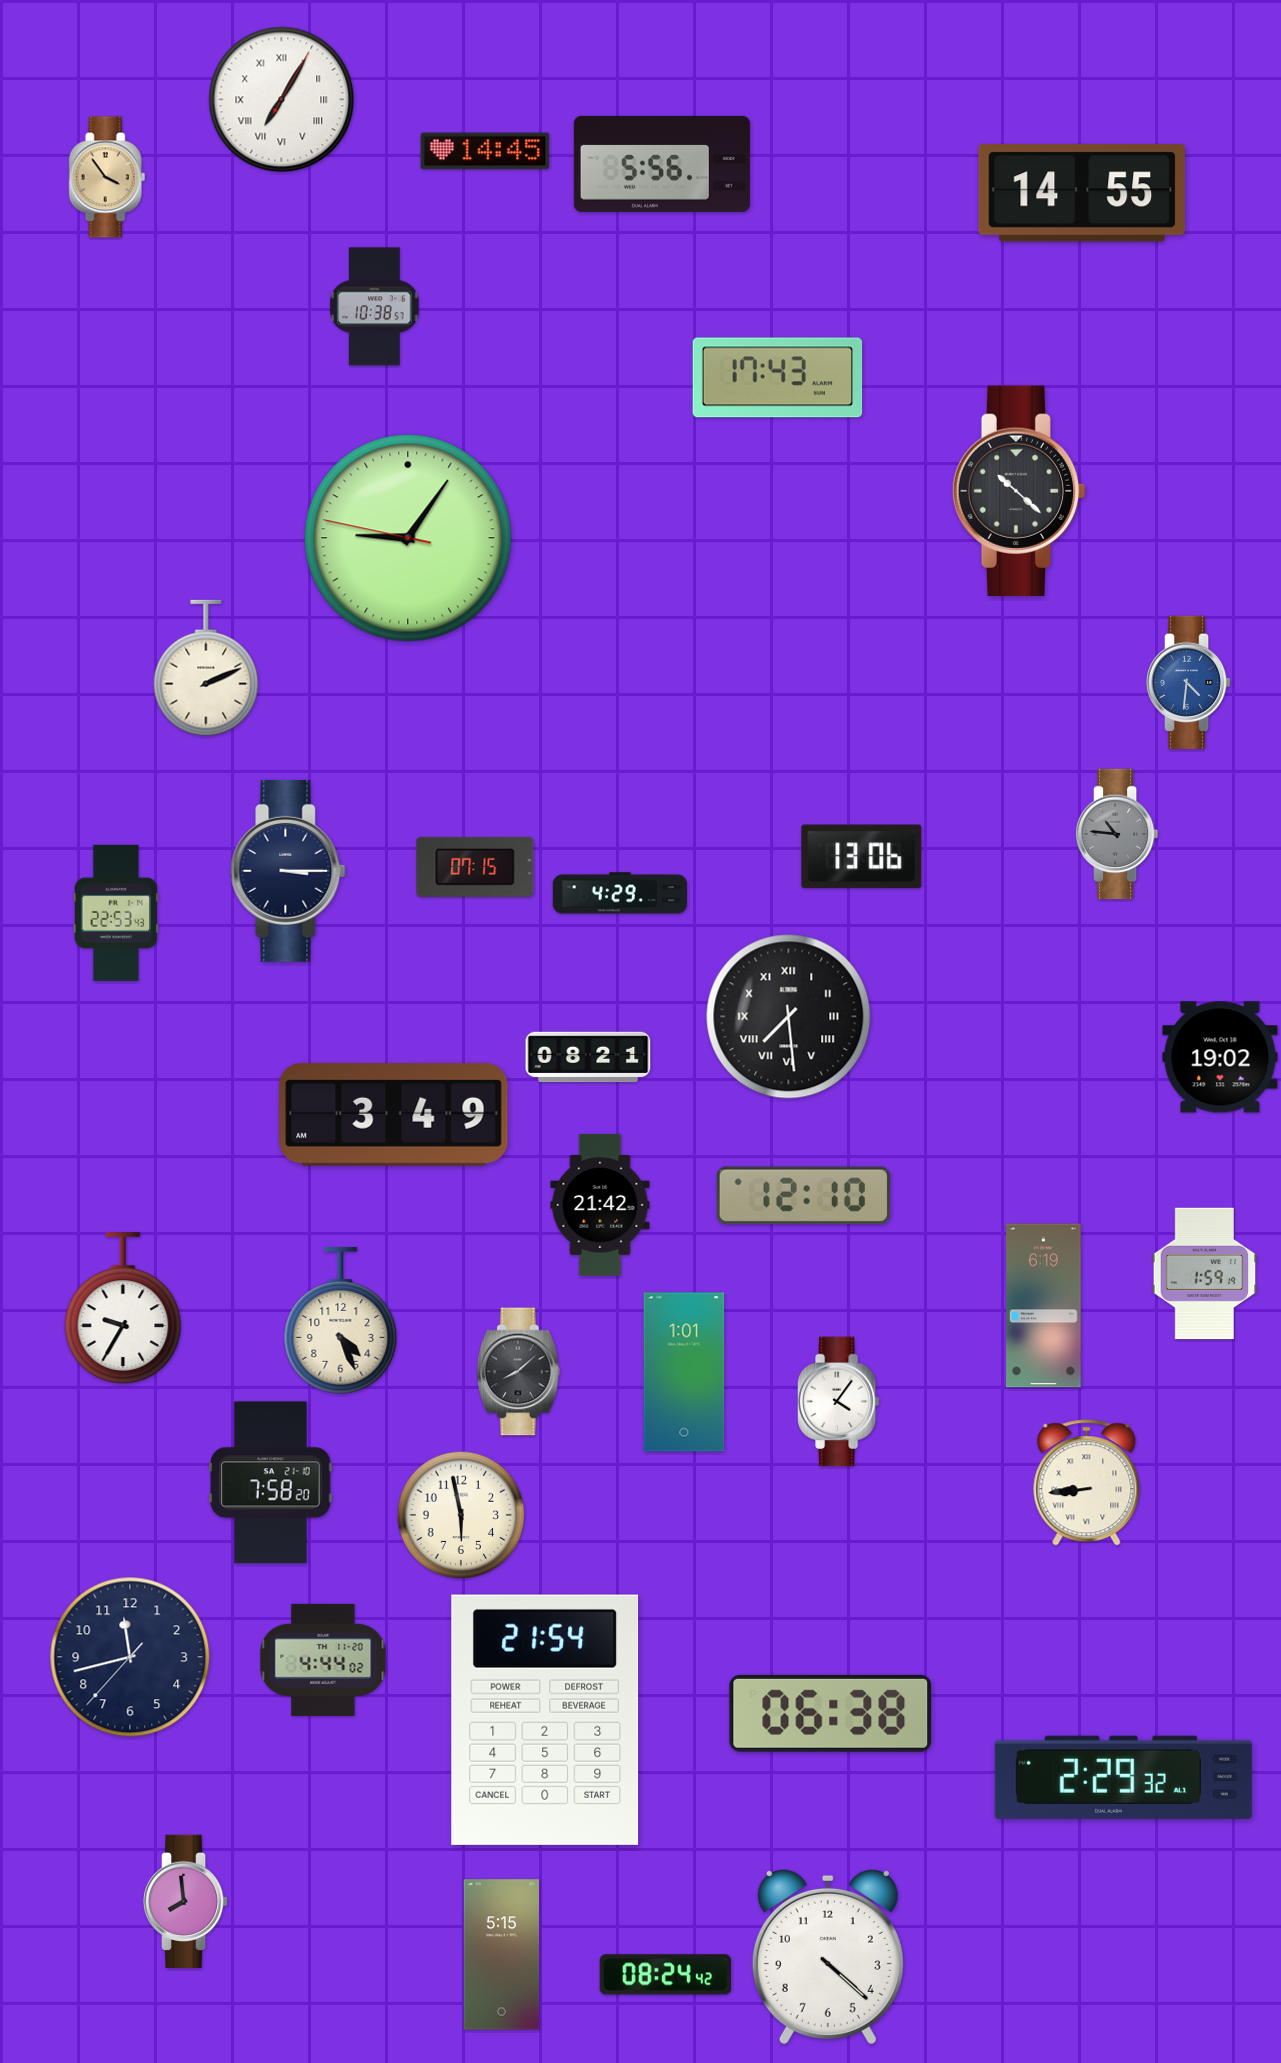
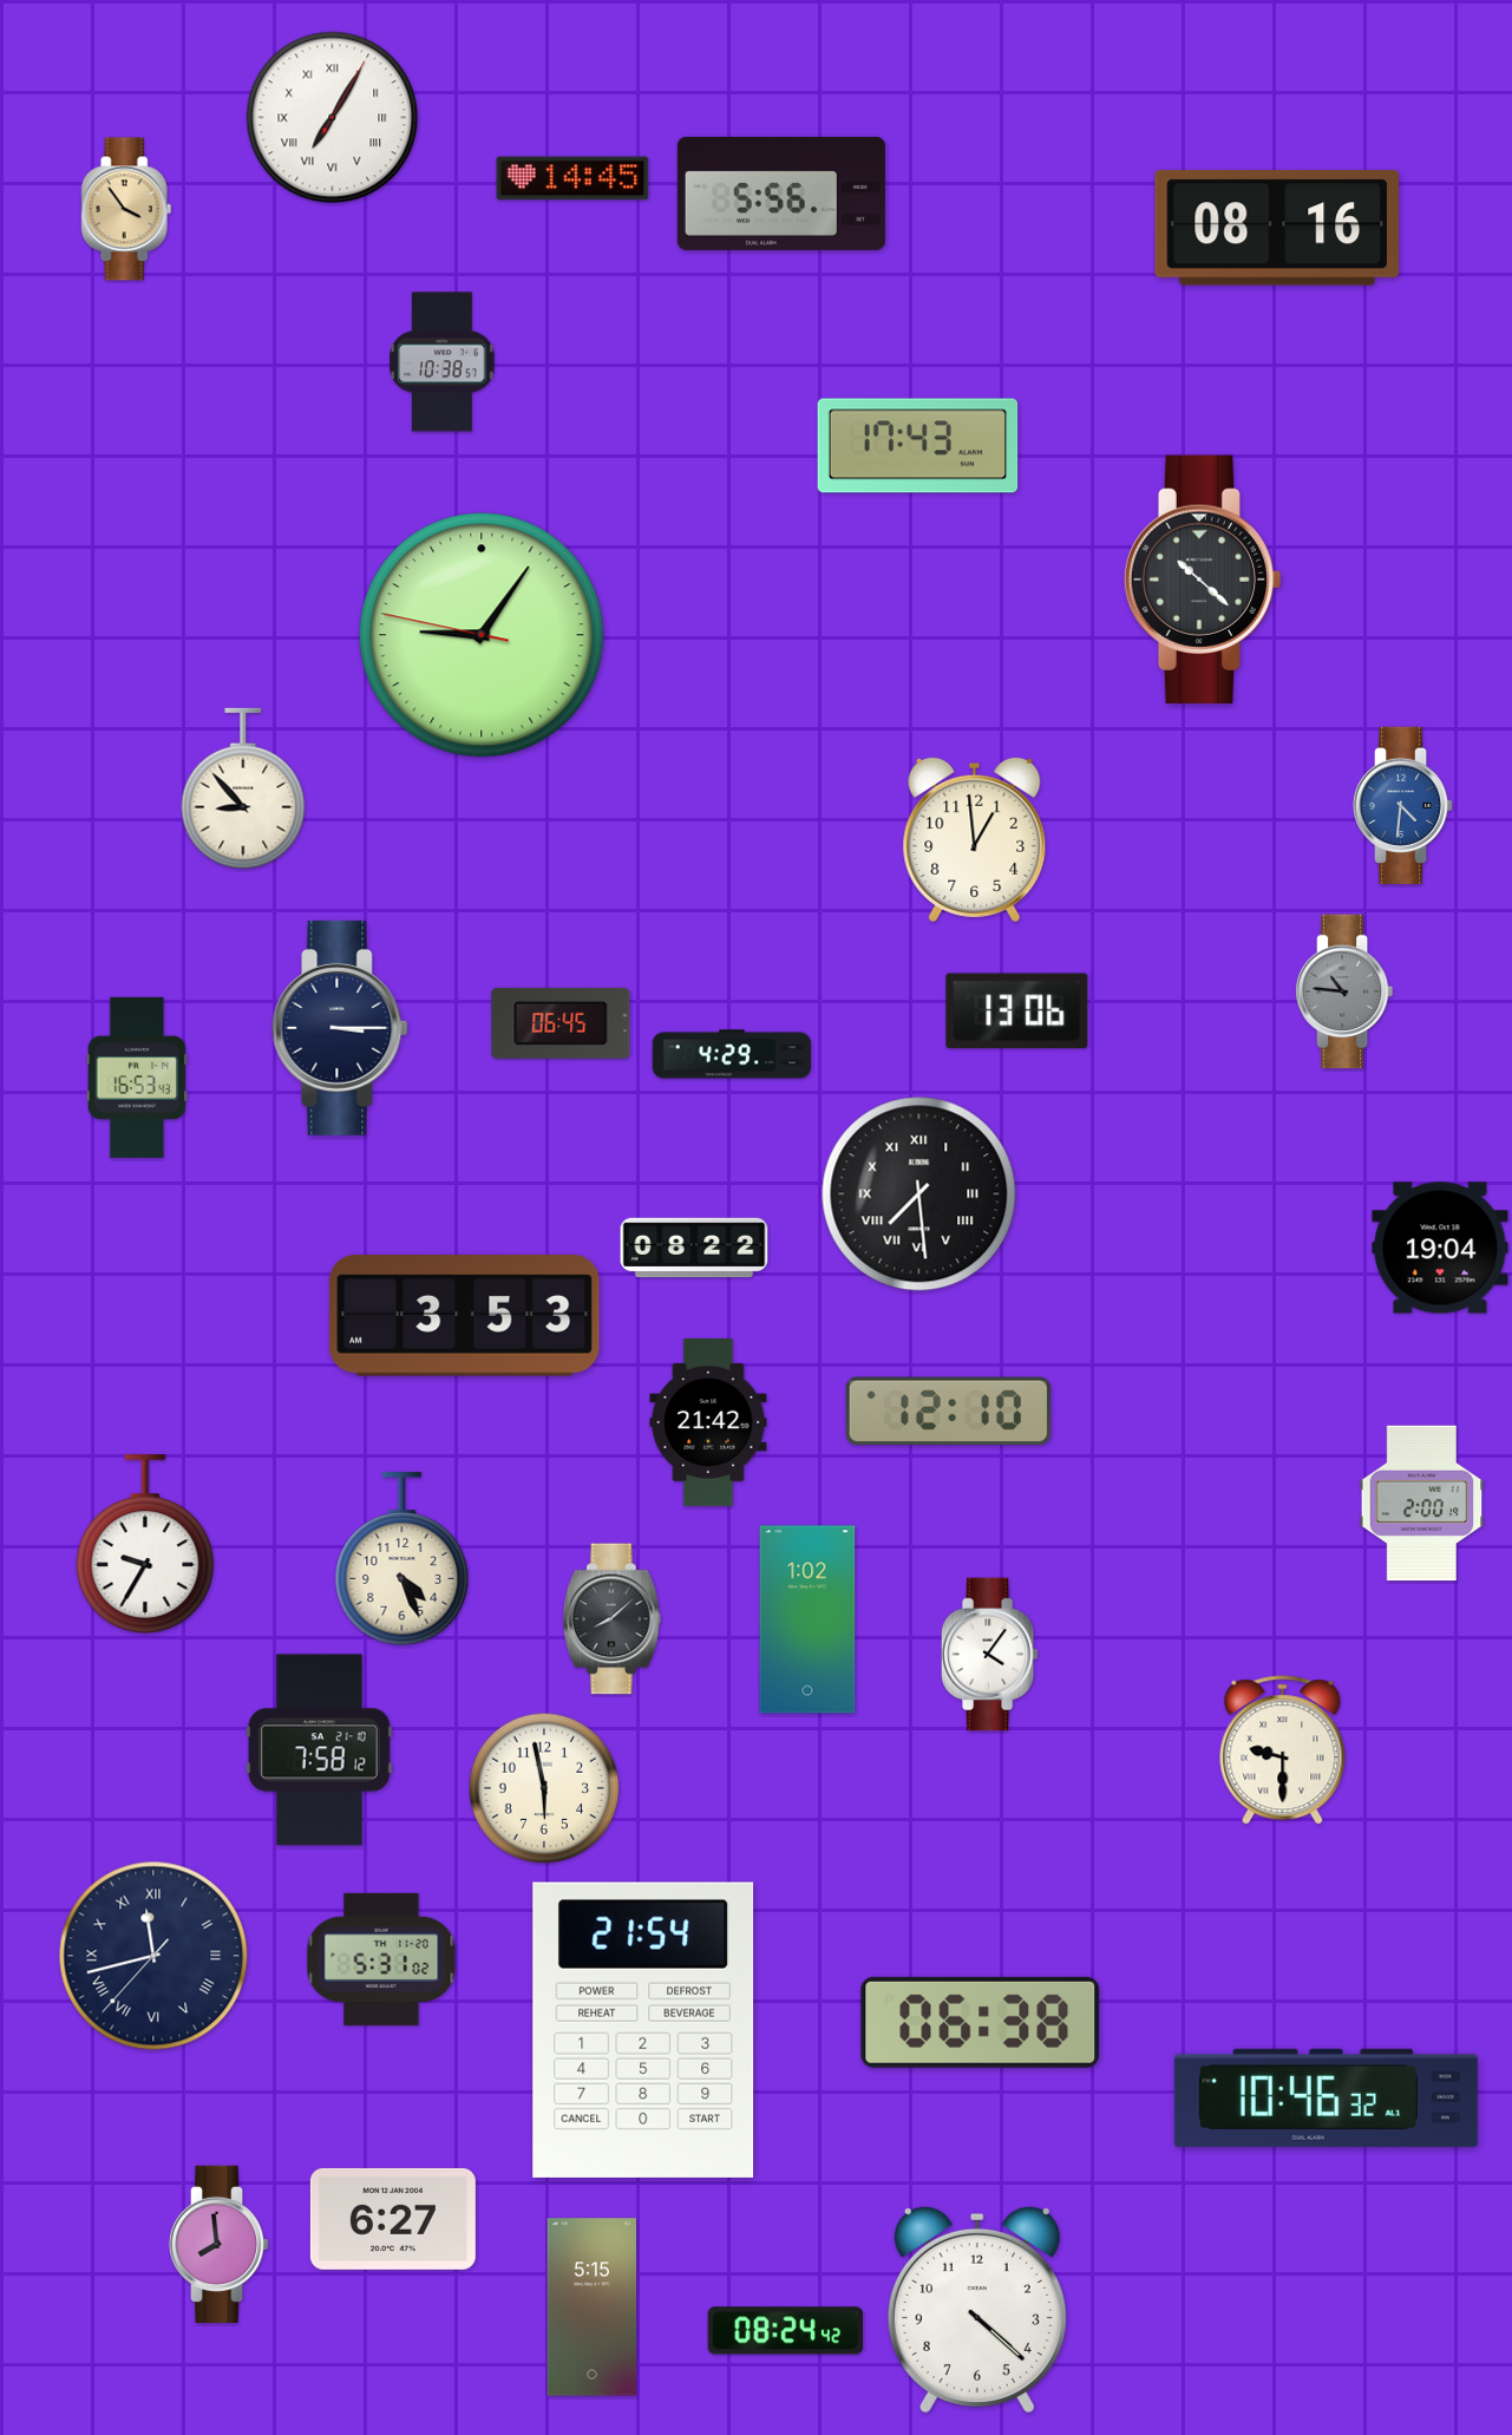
clock at (1081, 194): 14:55 -> 08:16
clock at (206, 668): 2:11 -> 8:53
clock at (975, 840): none -> 12:59
clock at (1117, 834) position: (1117, 834) -> (1344, 991)
clock at (475, 867): 07:15 -> 06:45
clock at (116, 913): 22:53 -> 16:53
clock at (789, 1017) position: (789, 1017) -> (919, 1194)
clock at (588, 1057): 08:21 -> 08:22
clock at (1220, 1057): 19:02 -> 19:04
clock at (394, 1115): 3:49 -> 3:53
clock at (1205, 1274): 1:59 -> 2:00
clock at (1044, 1306): 6:19 -> none
clock at (684, 1372): 1:01 -> 1:02
clock at (271, 1483): 7:58:20 -> 7:58:12
clock at (1087, 1483): 8:44 -> 9:30
clock at (130, 1657) numerals: Arabic -> Roman
clock at (323, 1660): 4:44 -> 5:31
clock at (1123, 1777): 2:29 -> 10:46
clock at (393, 2219): none -> 6:27
